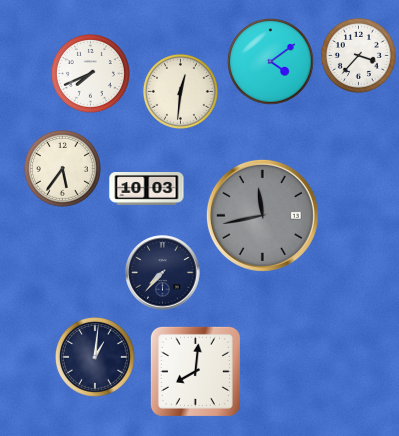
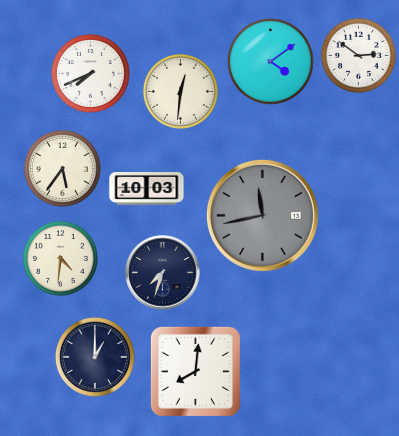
clock at (358, 55): 3:37 -> 2:51
clock at (60, 258): none -> 4:31
clock at (163, 273): 7:37 -> 7:33
clock at (95, 357): 1:01 -> 1:00
